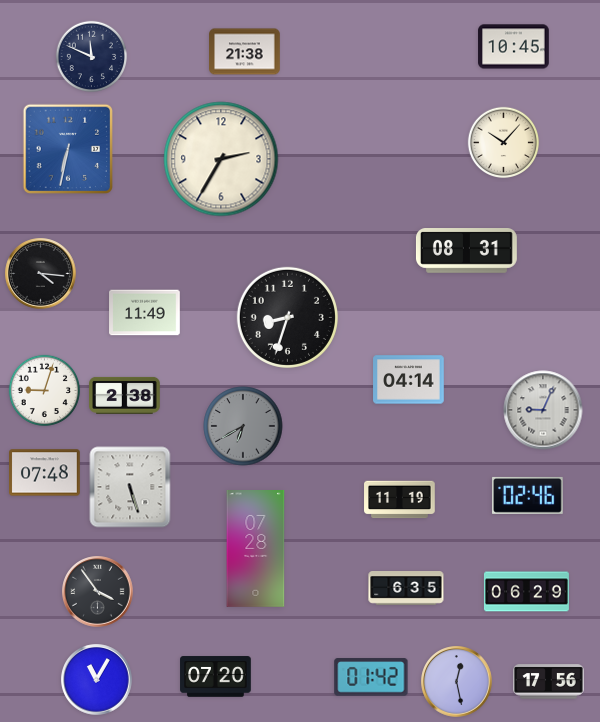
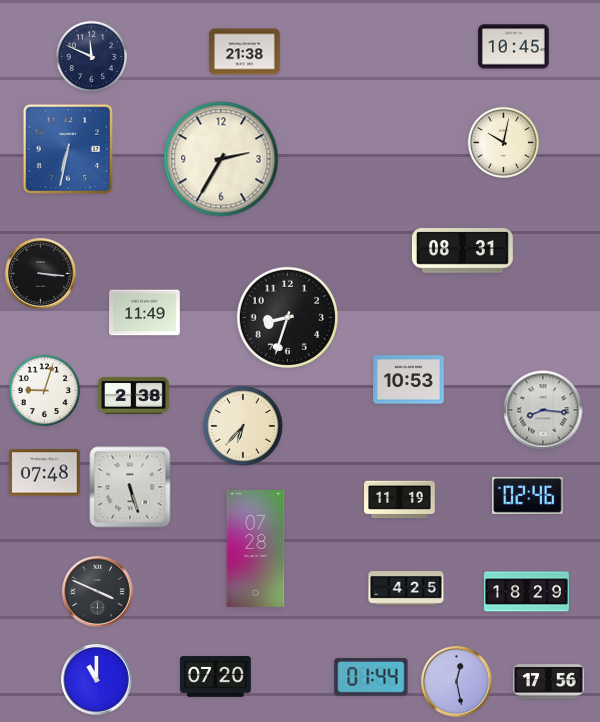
clock at (504, 143): 10:07 -> 10:02
clock at (466, 251) position: (466, 251) -> (462, 251)
clock at (41, 274): 4:16 -> 3:16
clock at (409, 380): 04:14 -> 10:53
clock at (125, 395) position: (125, 395) -> (134, 395)
clock at (543, 410): 9:04 -> 8:16
clock at (243, 426): 6:40 -> 6:37
clock at (243, 426) dial: grey -> cream
clock at (406, 589): 6:35 -> 4:25
clock at (98, 592): 3:54 -> 3:49
clock at (526, 592): 06:29 -> 18:29
clock at (371, 677): 01:42 -> 01:44
clock at (97, 680): 11:05 -> 11:00
